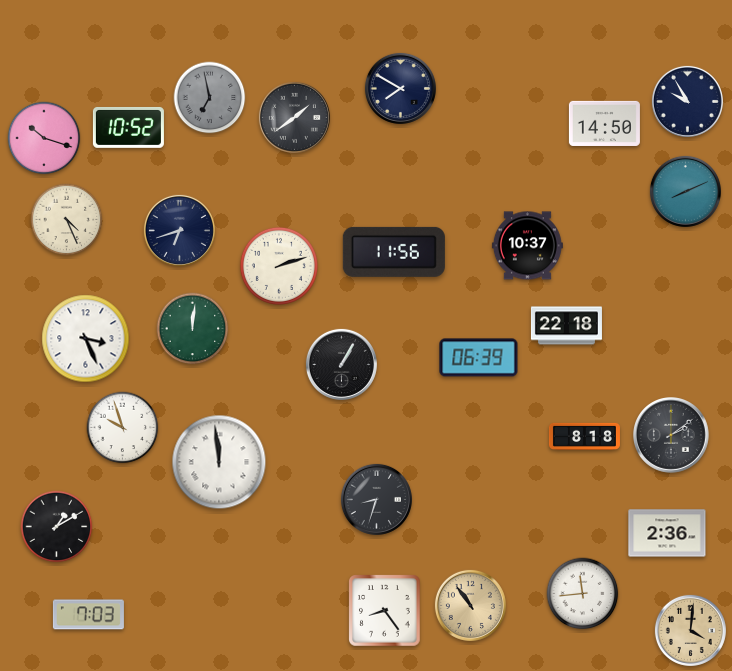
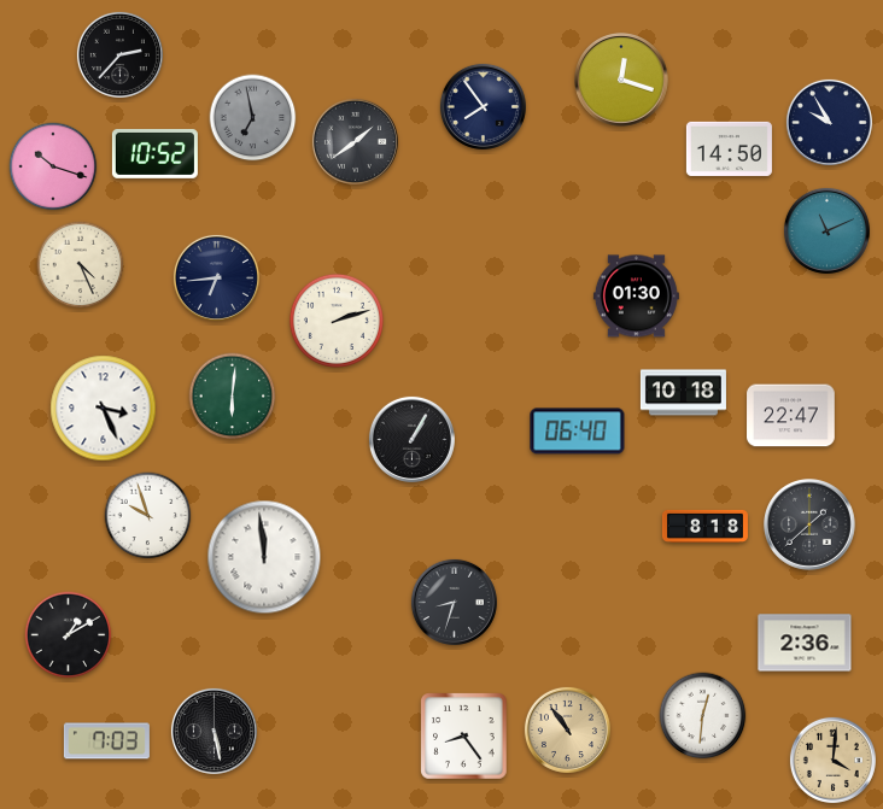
clock at (119, 54): none -> 2:37
clock at (621, 80): none -> 12:18
clock at (400, 88): 7:50 -> 7:54
clock at (685, 191): 8:11 -> 11:11
clock at (179, 230): 6:42 -> 6:44
clock at (527, 246): 10:37 -> 01:30
clock at (394, 252): 11:56 -> none
clock at (566, 326): 22:18 -> 10:18
clock at (193, 329): 12:01 -> 6:01
clock at (791, 416): none -> 22:47
clock at (479, 358): 06:39 -> 06:40
clock at (672, 436): 2:09 -> 1:38
clock at (583, 594): 11:44 -> 12:31
clock at (214, 731): none -> 5:28
